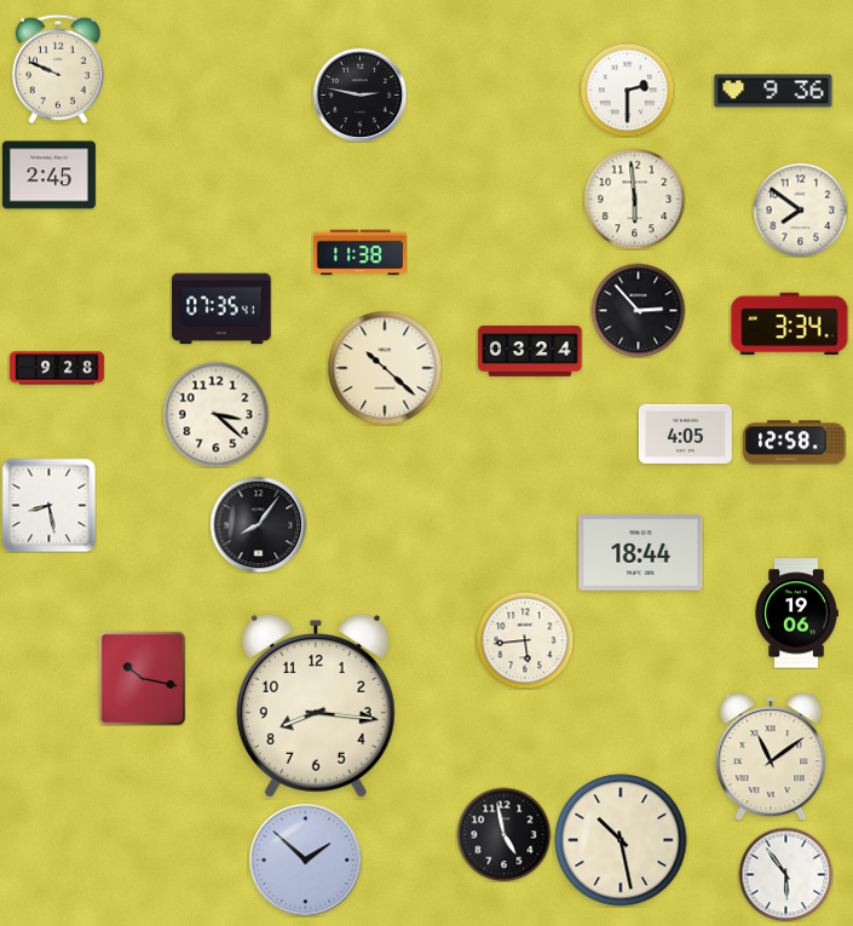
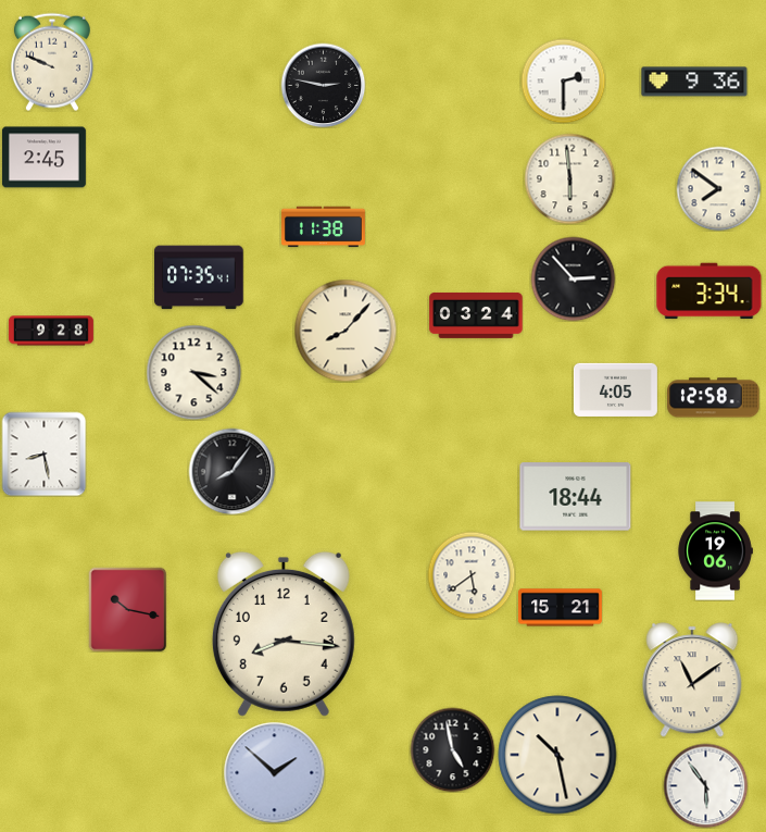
clock at (385, 368): 10:22 -> 8:07
clock at (525, 640): 5:44 -> 5:39
clock at (560, 608): none -> 15:21
